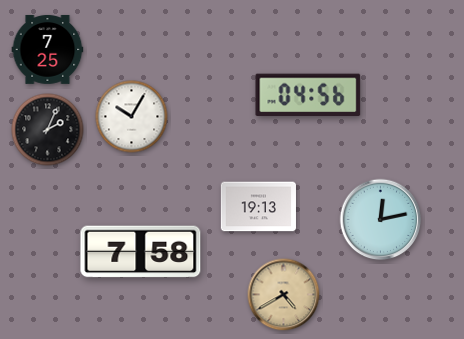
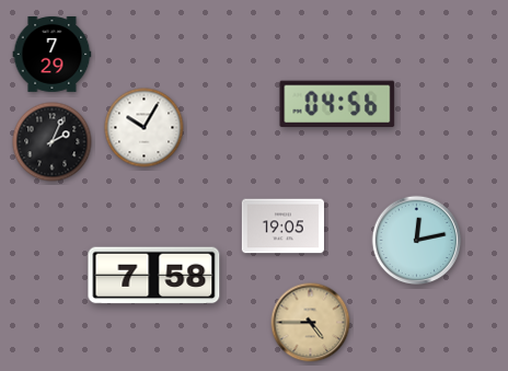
clock at (48, 49): 7:25 -> 7:29
clock at (258, 207): 19:13 -> 19:05
clock at (284, 295): 4:40 -> 4:45
